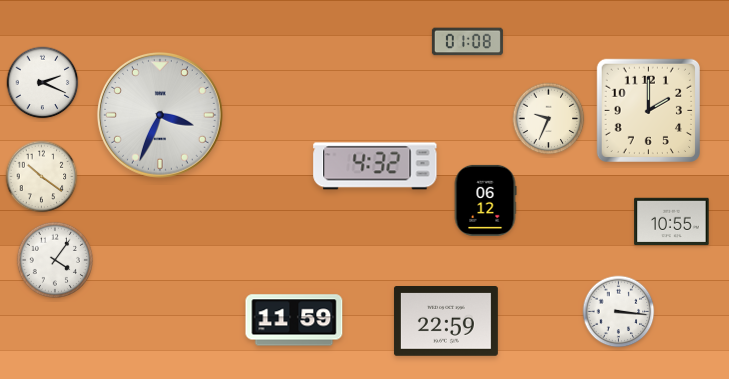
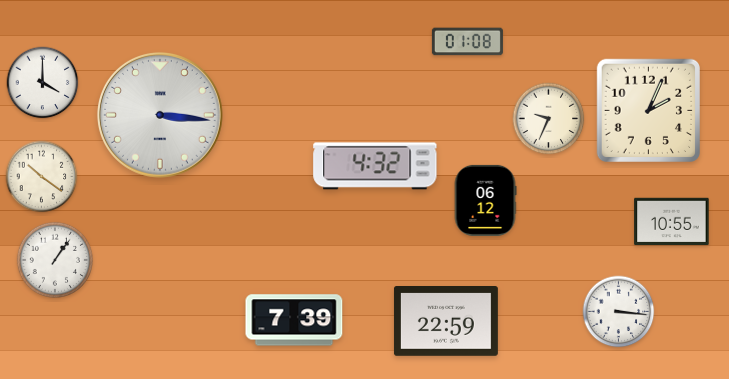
clock at (43, 83): 2:19 -> 4:00
clock at (648, 110): 2:00 -> 2:04
clock at (160, 115): 3:34 -> 3:16
clock at (54, 259): 4:06 -> 1:06
clock at (294, 320): 11:59 -> 7:39
